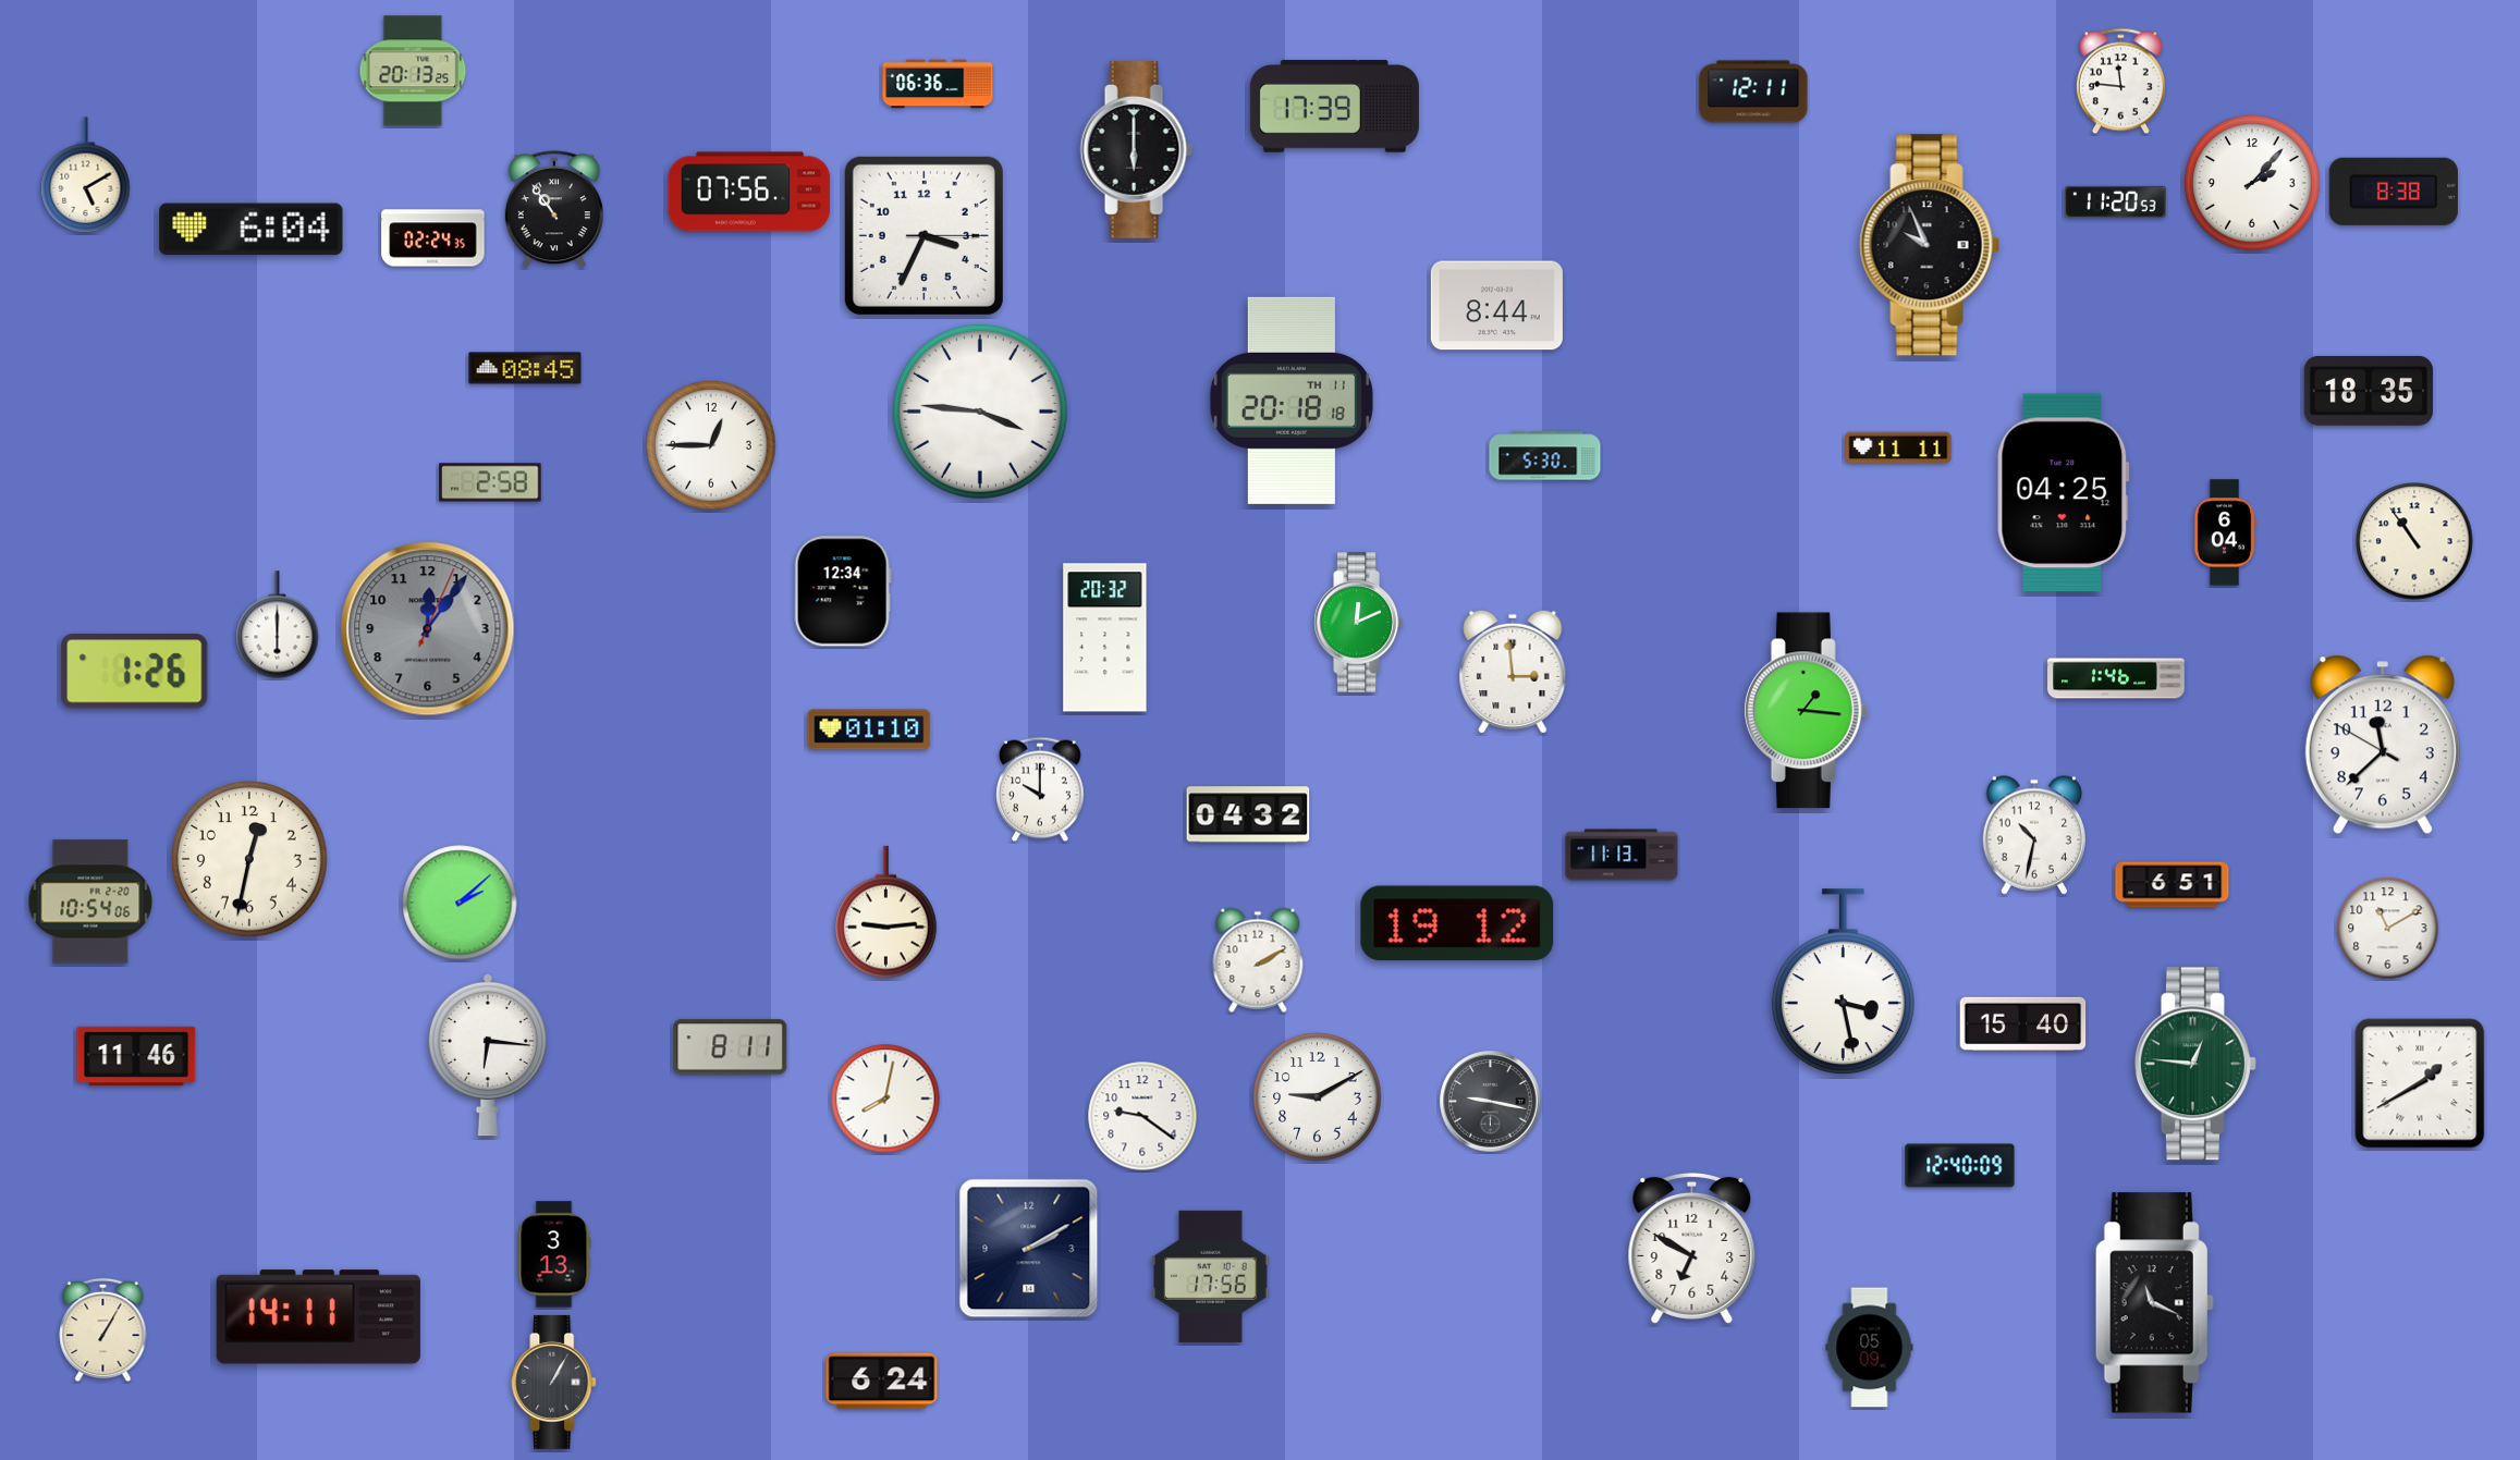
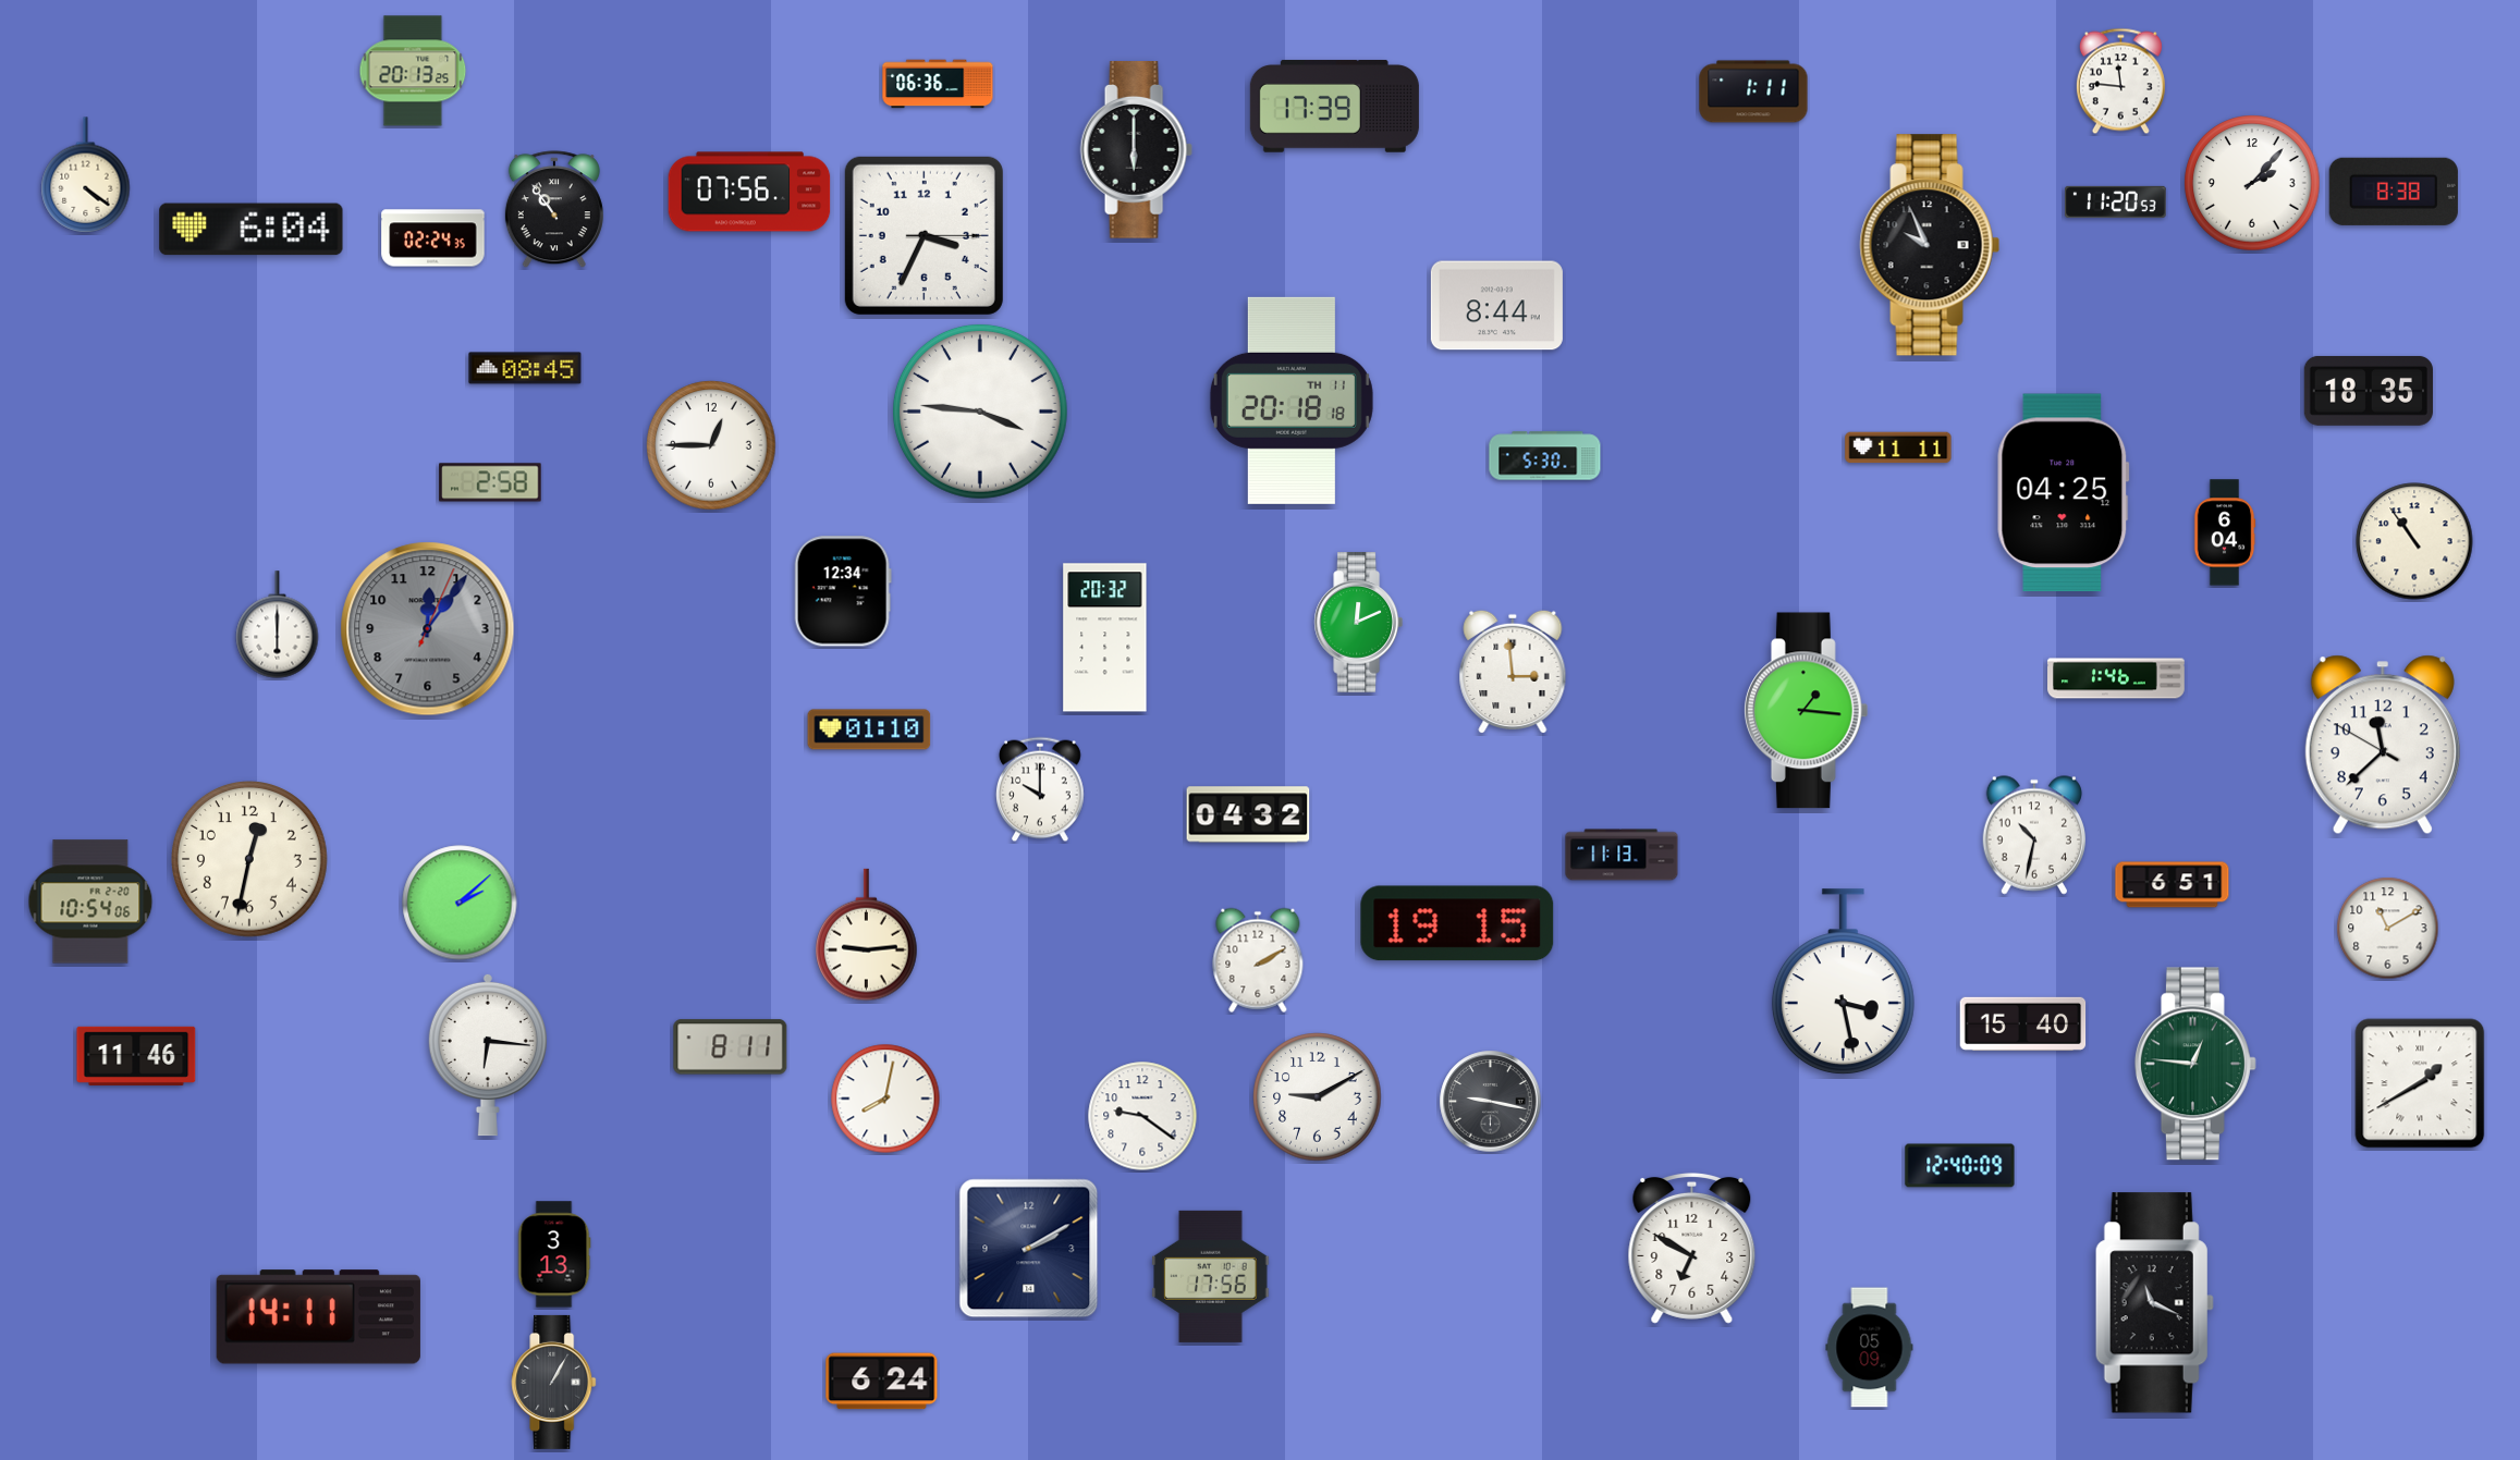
clock at (1753, 91): 12:11 -> 1:11
clock at (86, 175): 5:10 -> 4:21
clock at (135, 672): 1:26 -> none
clock at (886, 912) position: (886, 912) -> (867, 935)
clock at (1457, 923): 19:12 -> 19:15
clock at (103, 1330): 1:05 -> none
